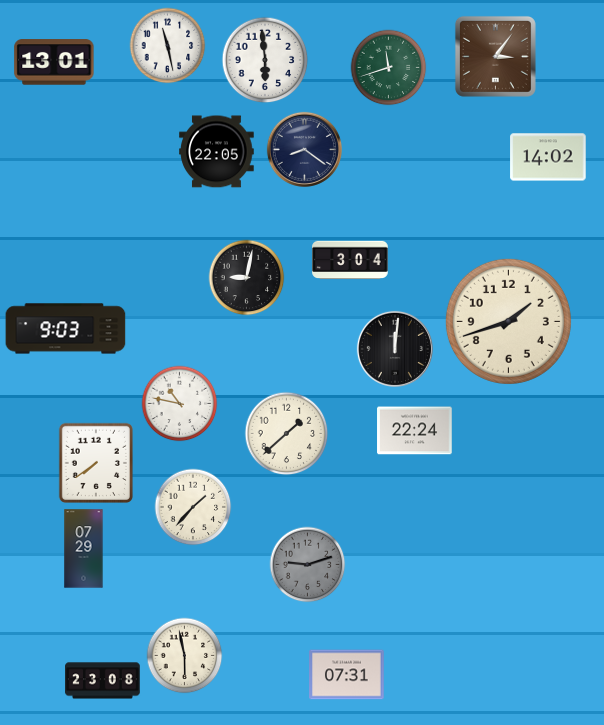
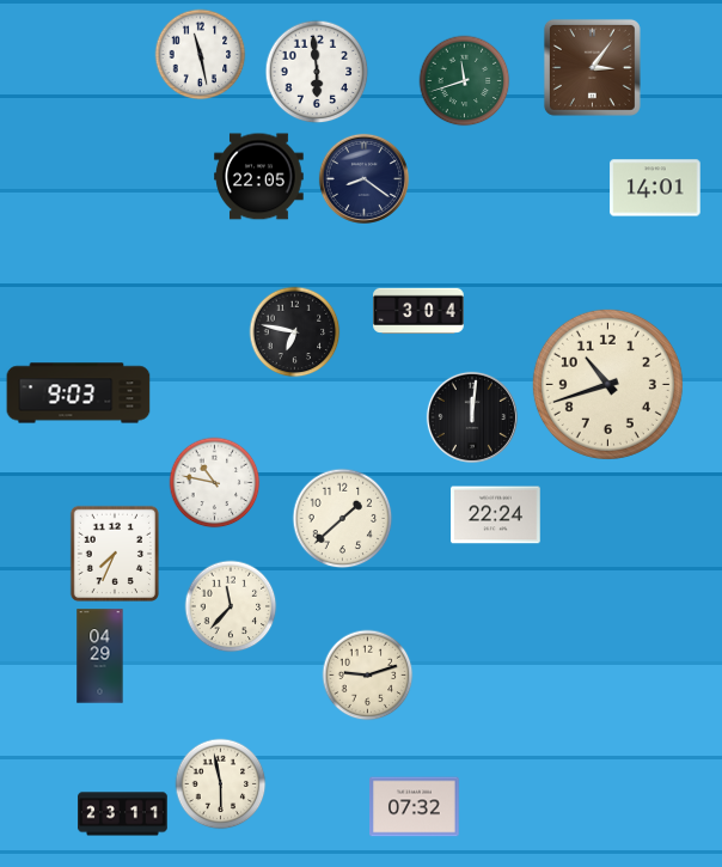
clock at (54, 62): 13:01 -> none
clock at (217, 152) position: (217, 152) -> (259, 177)
clock at (548, 157): 14:02 -> 14:01
clock at (247, 278): 9:02 -> 6:47
clock at (508, 321): 1:42 -> 10:42
clock at (95, 462): 7:39 -> 7:34
clock at (193, 507): 1:37 -> 11:37
clock at (84, 549): 07:29 -> 04:29
clock at (308, 565) dial: grey -> cream
clock at (347, 675): 07:31 -> 07:32
clock at (103, 681): 23:08 -> 23:11
